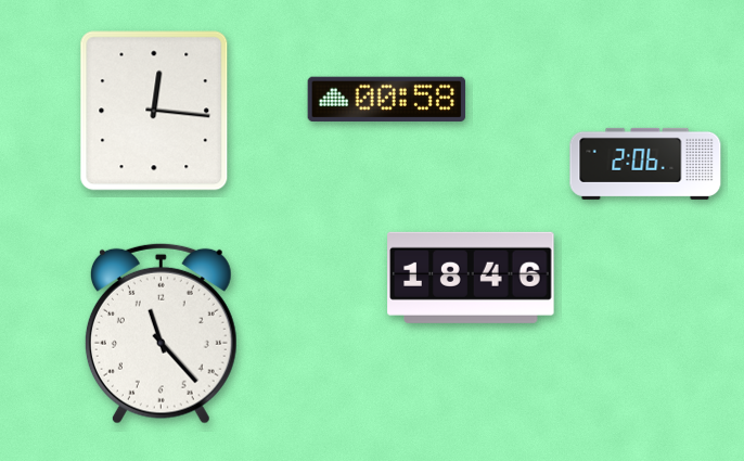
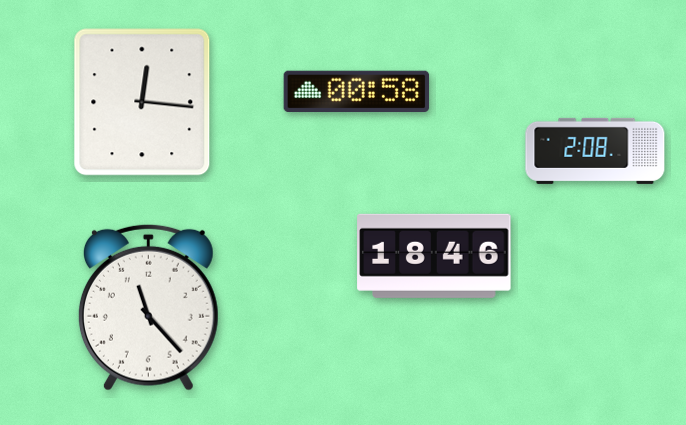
clock at (645, 164): 2:06 -> 2:08
